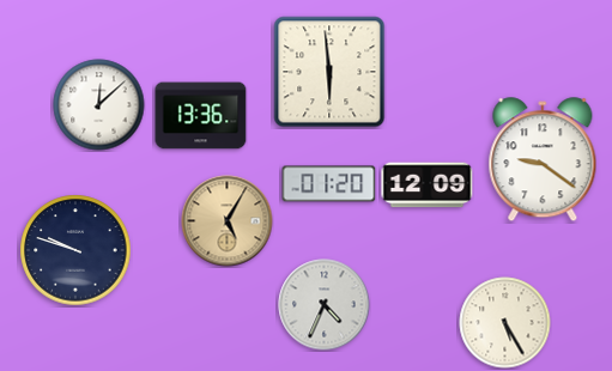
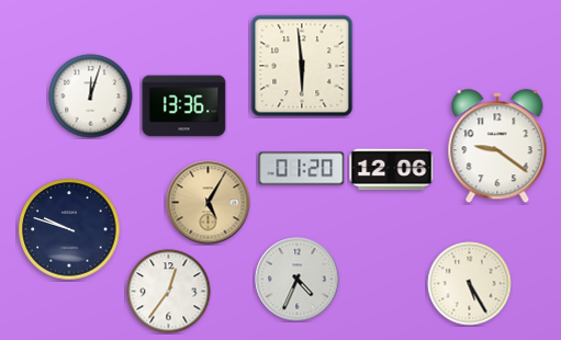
clock at (99, 105): 12:08 -> 12:03
clock at (428, 185): 12:09 -> 12:06
clock at (169, 292): none -> 12:36
clock at (505, 323) position: (505, 323) -> (470, 284)
